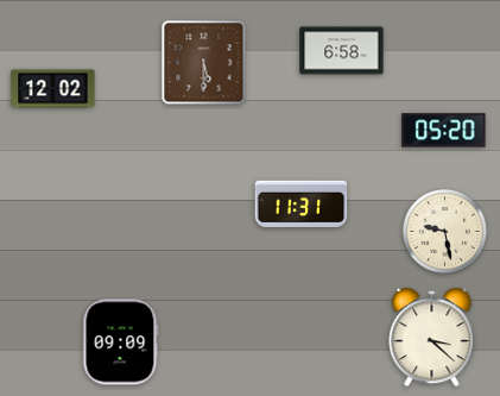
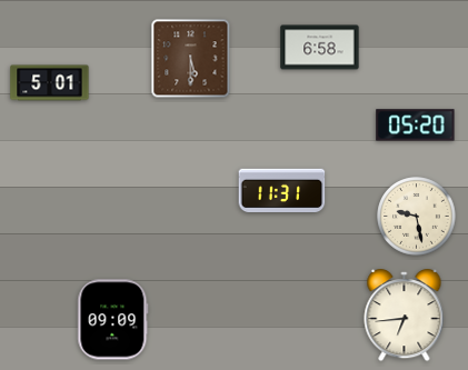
clock at (53, 89): 12:02 -> 5:01
clock at (444, 131) position: (444, 131) -> (416, 126)
clock at (432, 339): 3:22 -> 6:44
